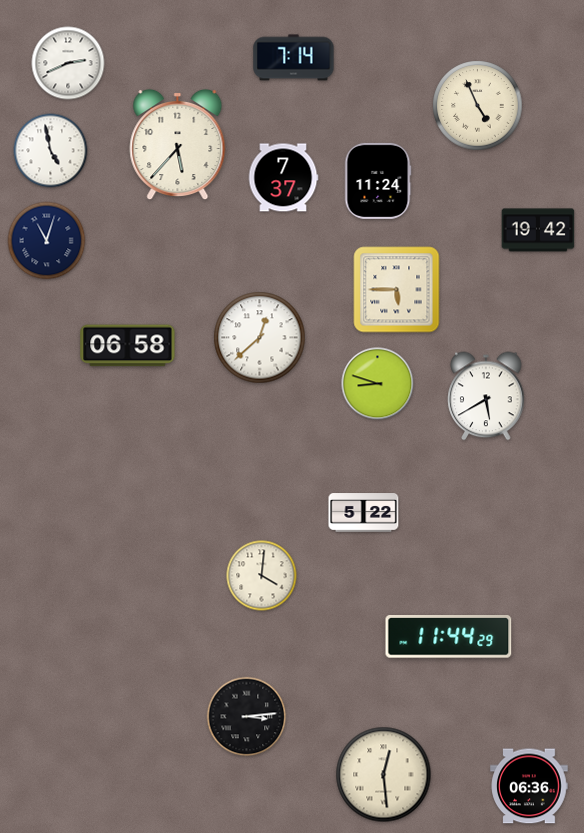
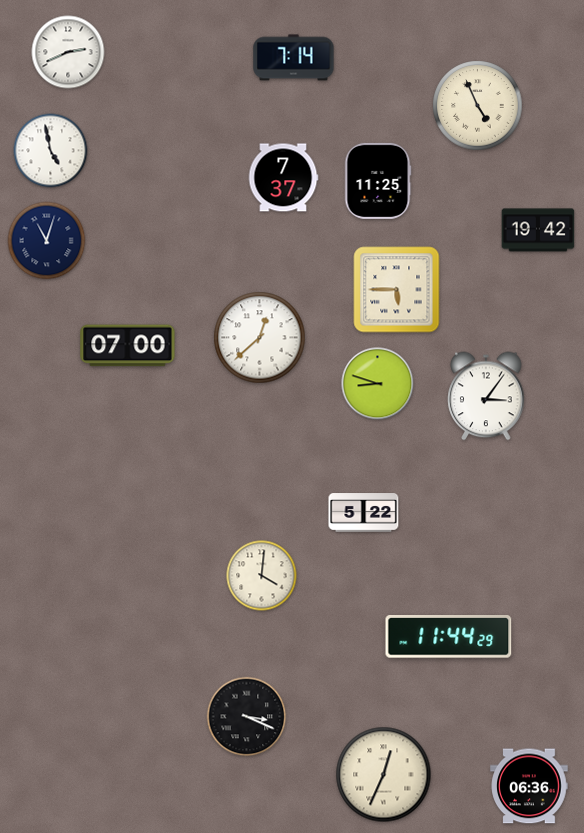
clock at (68, 63) position: (68, 63) -> (68, 52)
clock at (178, 145): 5:37 -> none
clock at (378, 181): 11:24 -> 11:25
clock at (128, 346): 06:58 -> 07:00
clock at (486, 396): 5:40 -> 3:06
clock at (247, 717): 3:14 -> 3:19
clock at (384, 775): 12:29 -> 12:34
